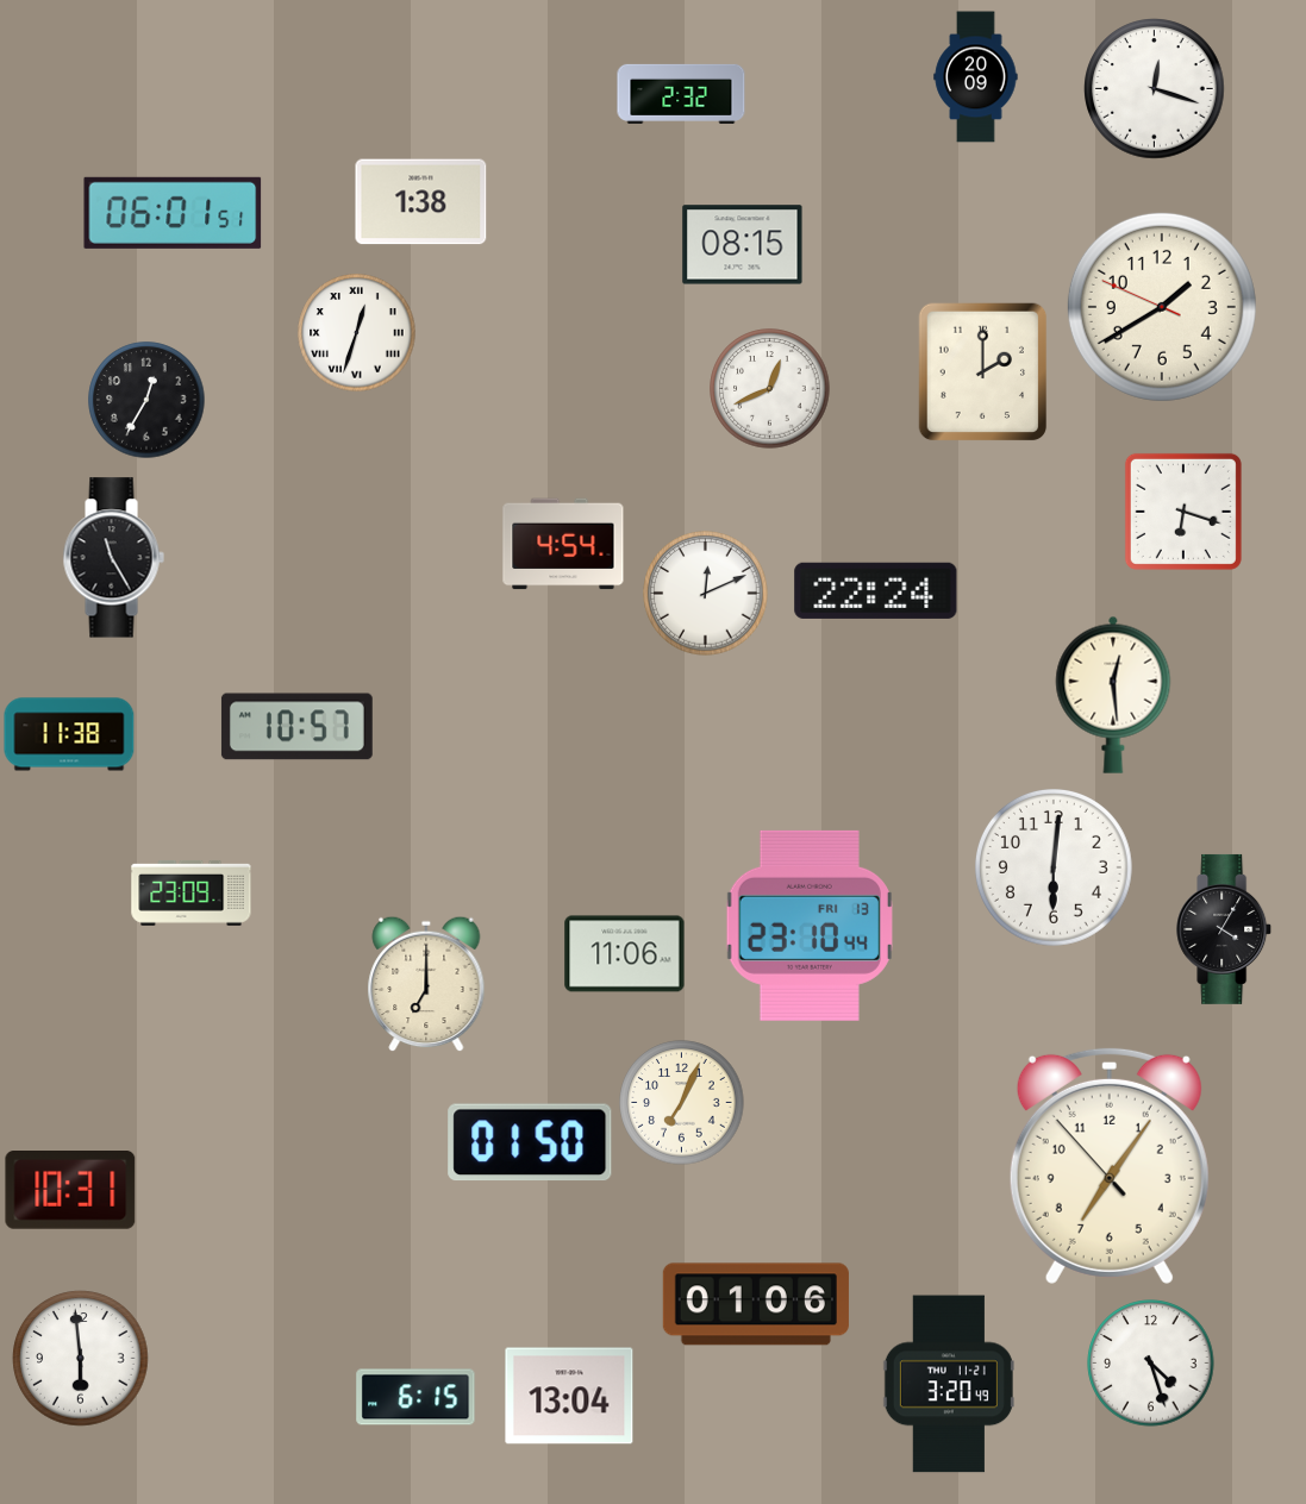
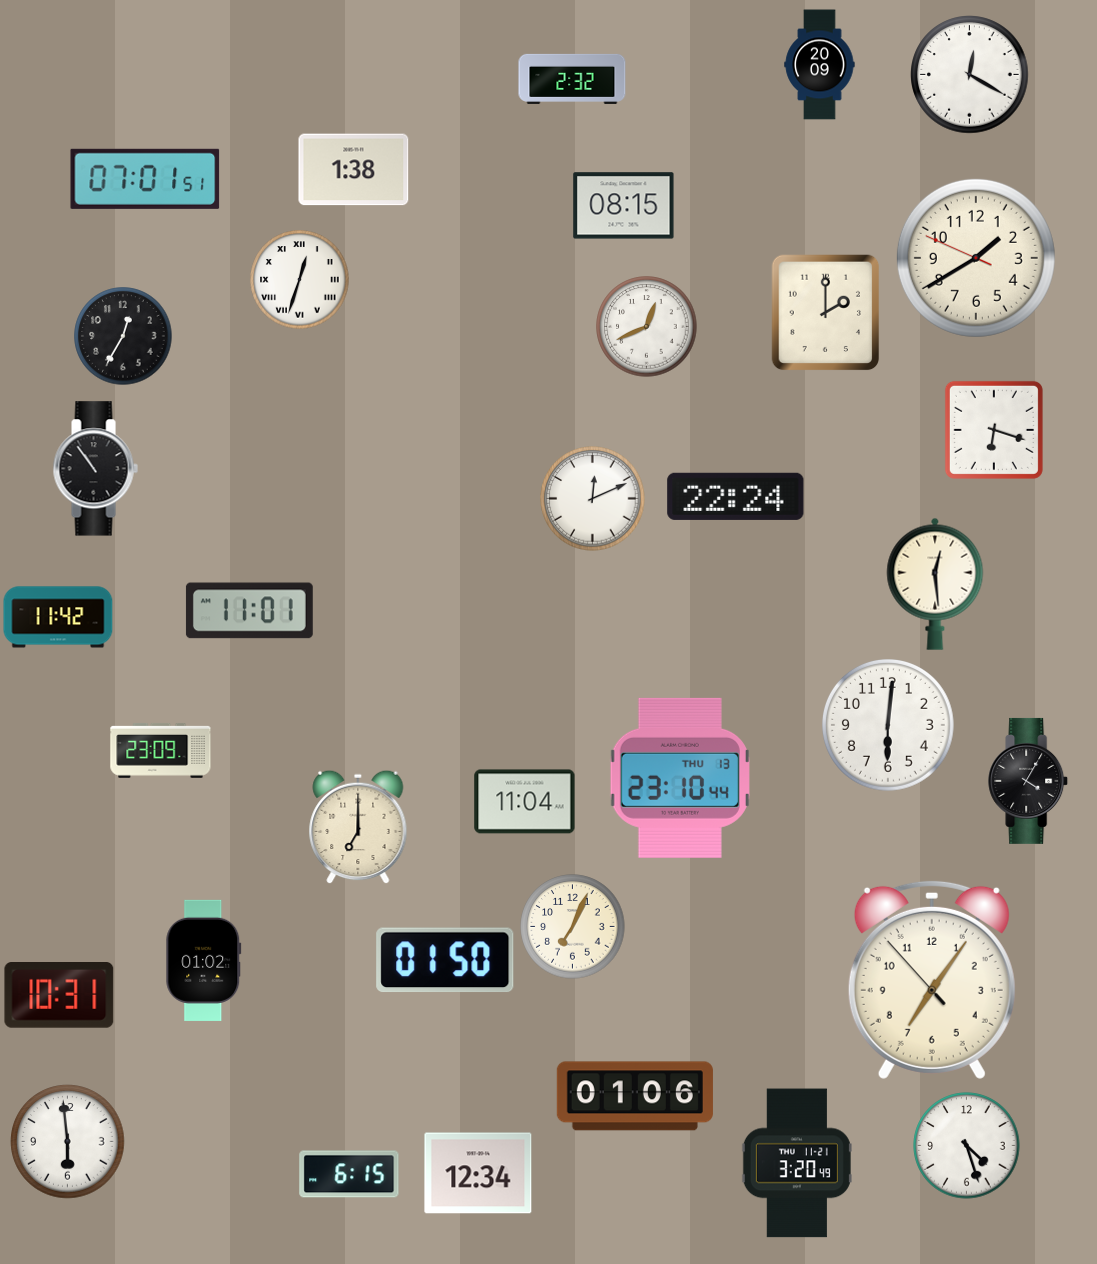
clock at (1155, 89): 12:18 -> 12:20
clock at (173, 213): 06:01 -> 07:01
clock at (563, 544): 4:54 -> none
clock at (113, 558): 11:25 -> 10:54
clock at (296, 727): 10:57 -> 11:01
clock at (69, 734): 11:38 -> 11:42
clock at (1055, 869) position: (1055, 869) -> (889, 726)
clock at (810, 926) date: FRI 13 -> THU 13
clock at (625, 954): 11:06 -> 11:04
clock at (204, 960): none -> 01:02
clock at (70, 1190) position: (70, 1190) -> (59, 995)
clock at (569, 1396): 13:04 -> 12:34
